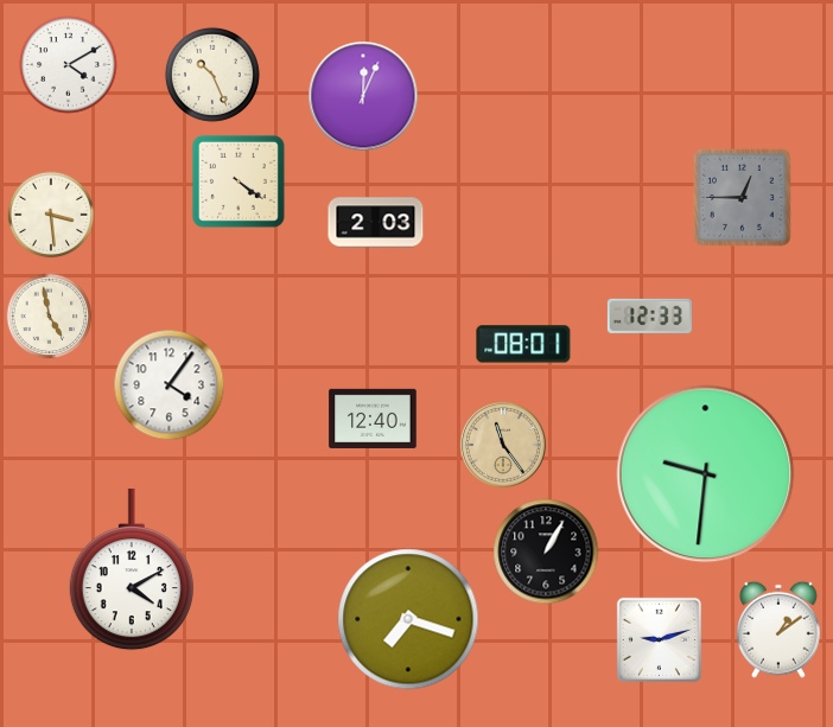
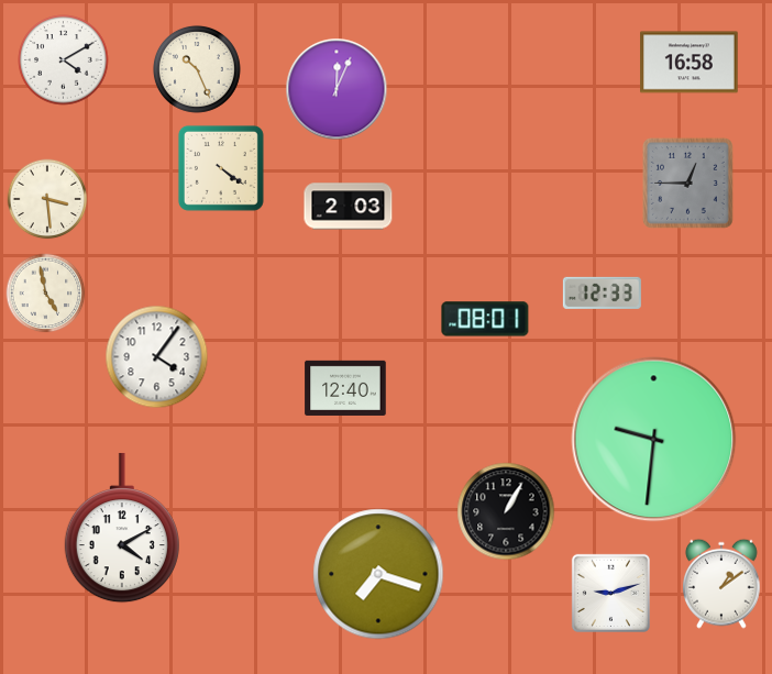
clock at (690, 63): none -> 16:58
clock at (503, 445): 11:24 -> none
